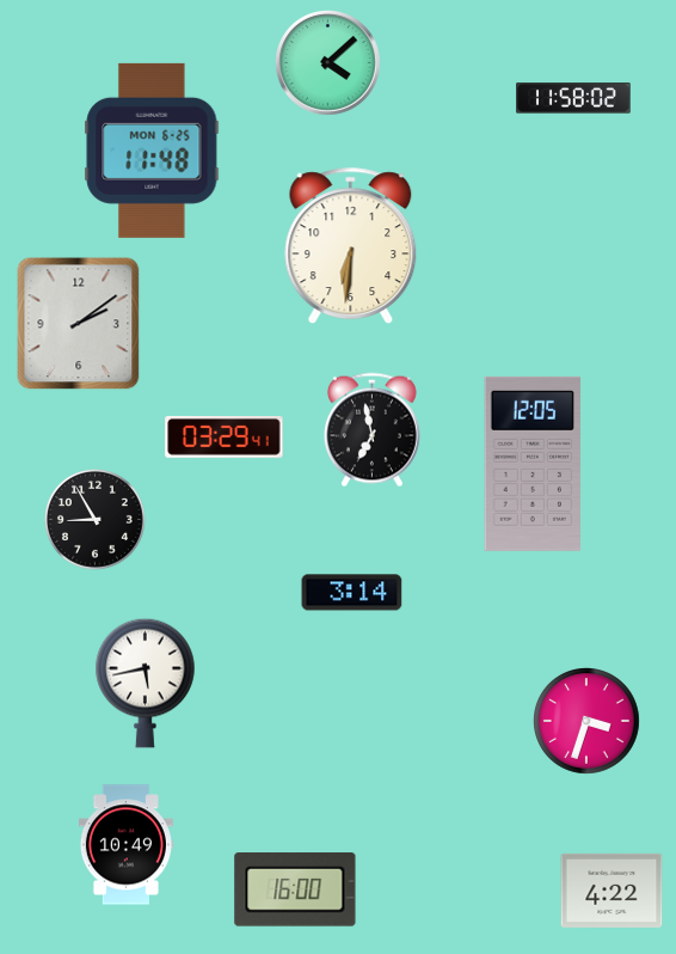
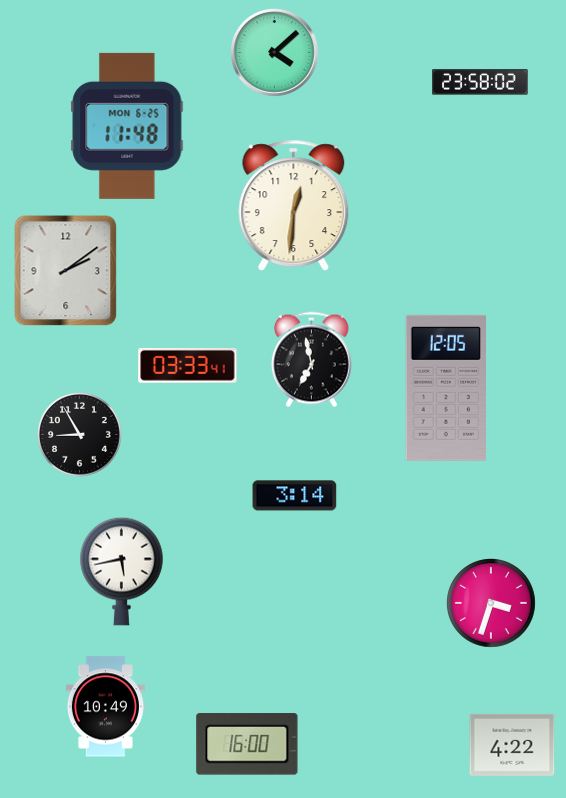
clock at (573, 98): 11:58 -> 23:58
clock at (351, 245): 6:31 -> 12:31
clock at (225, 438): 03:29 -> 03:33
